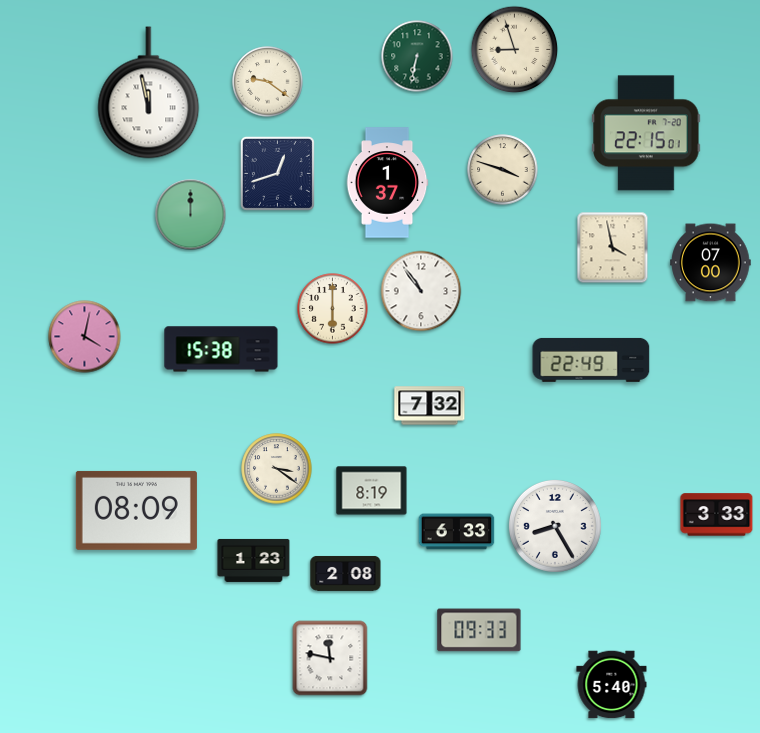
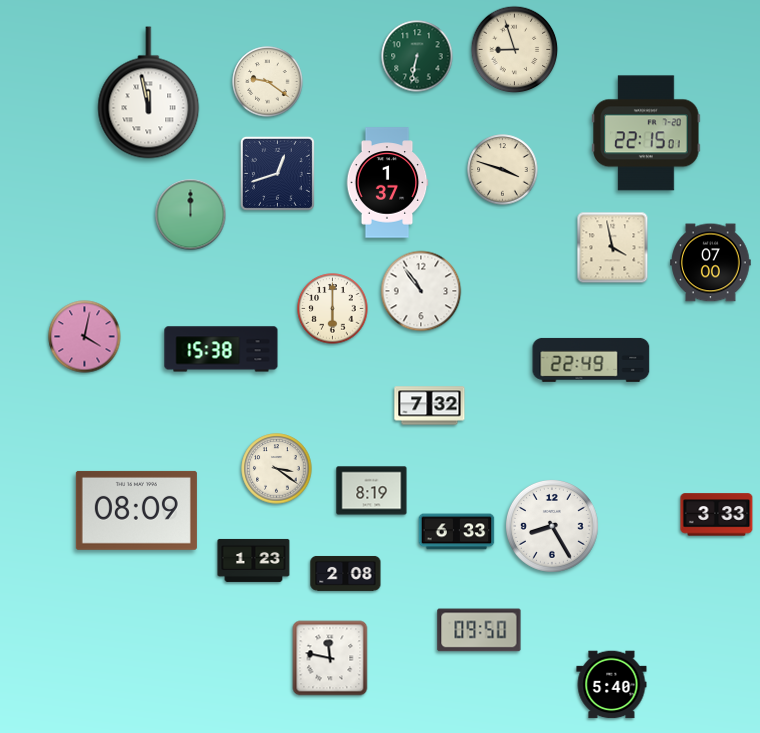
clock at (555, 526) position: (555, 526) -> (552, 526)
clock at (479, 630): 09:33 -> 09:50
